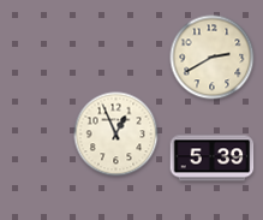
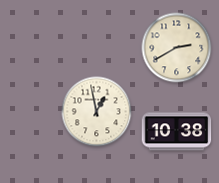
clock at (116, 135): 12:56 -> 12:58
clock at (213, 159): 5:39 -> 10:38
